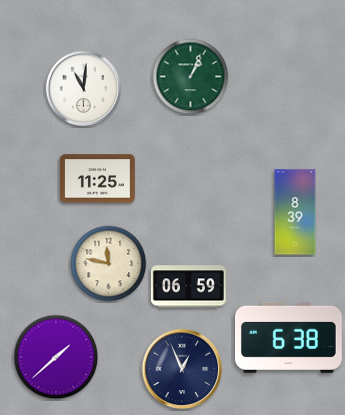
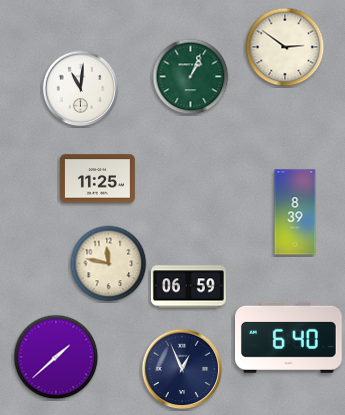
clock at (285, 47): none -> 2:51
clock at (84, 89) position: (84, 89) -> (81, 89)
clock at (289, 337): 6:38 -> 6:40
